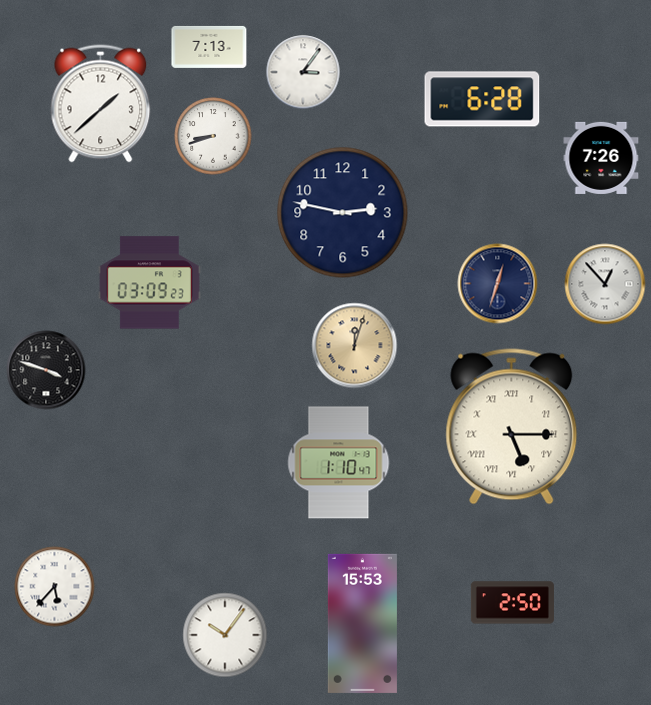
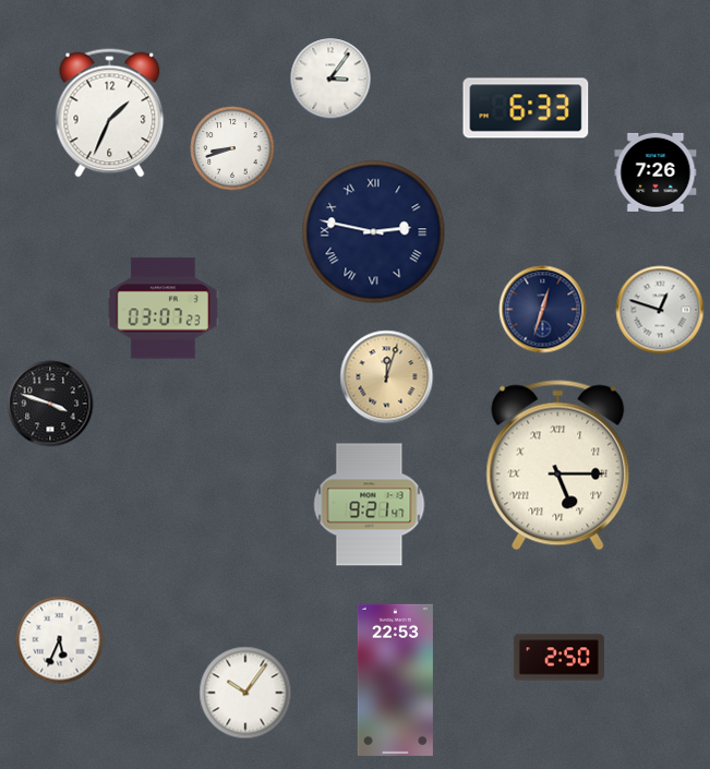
clock at (209, 47): 7:13 -> none
clock at (482, 99): 6:28 -> 6:33
clock at (101, 104): 1:38 -> 1:34
clock at (343, 213) numerals: Arabic -> Roman
clock at (149, 283): 03:09 -> 03:07
clock at (605, 284): 12:53 -> 12:48
clock at (339, 463): 1:10 -> 9:21
clock at (55, 587): 5:37 -> 5:34
clock at (362, 623): 15:53 -> 22:53
